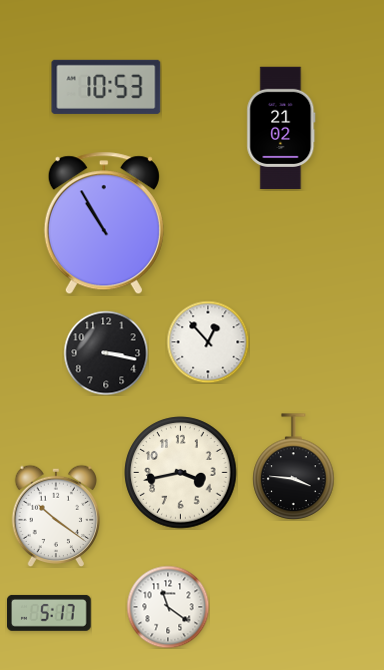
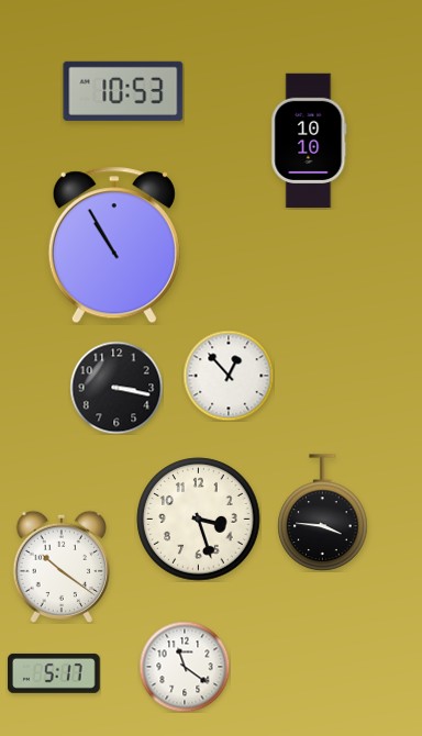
clock at (106, 87) position: (106, 87) -> (123, 91)
clock at (281, 128): 21:02 -> 10:10
clock at (181, 473): 3:43 -> 3:27
